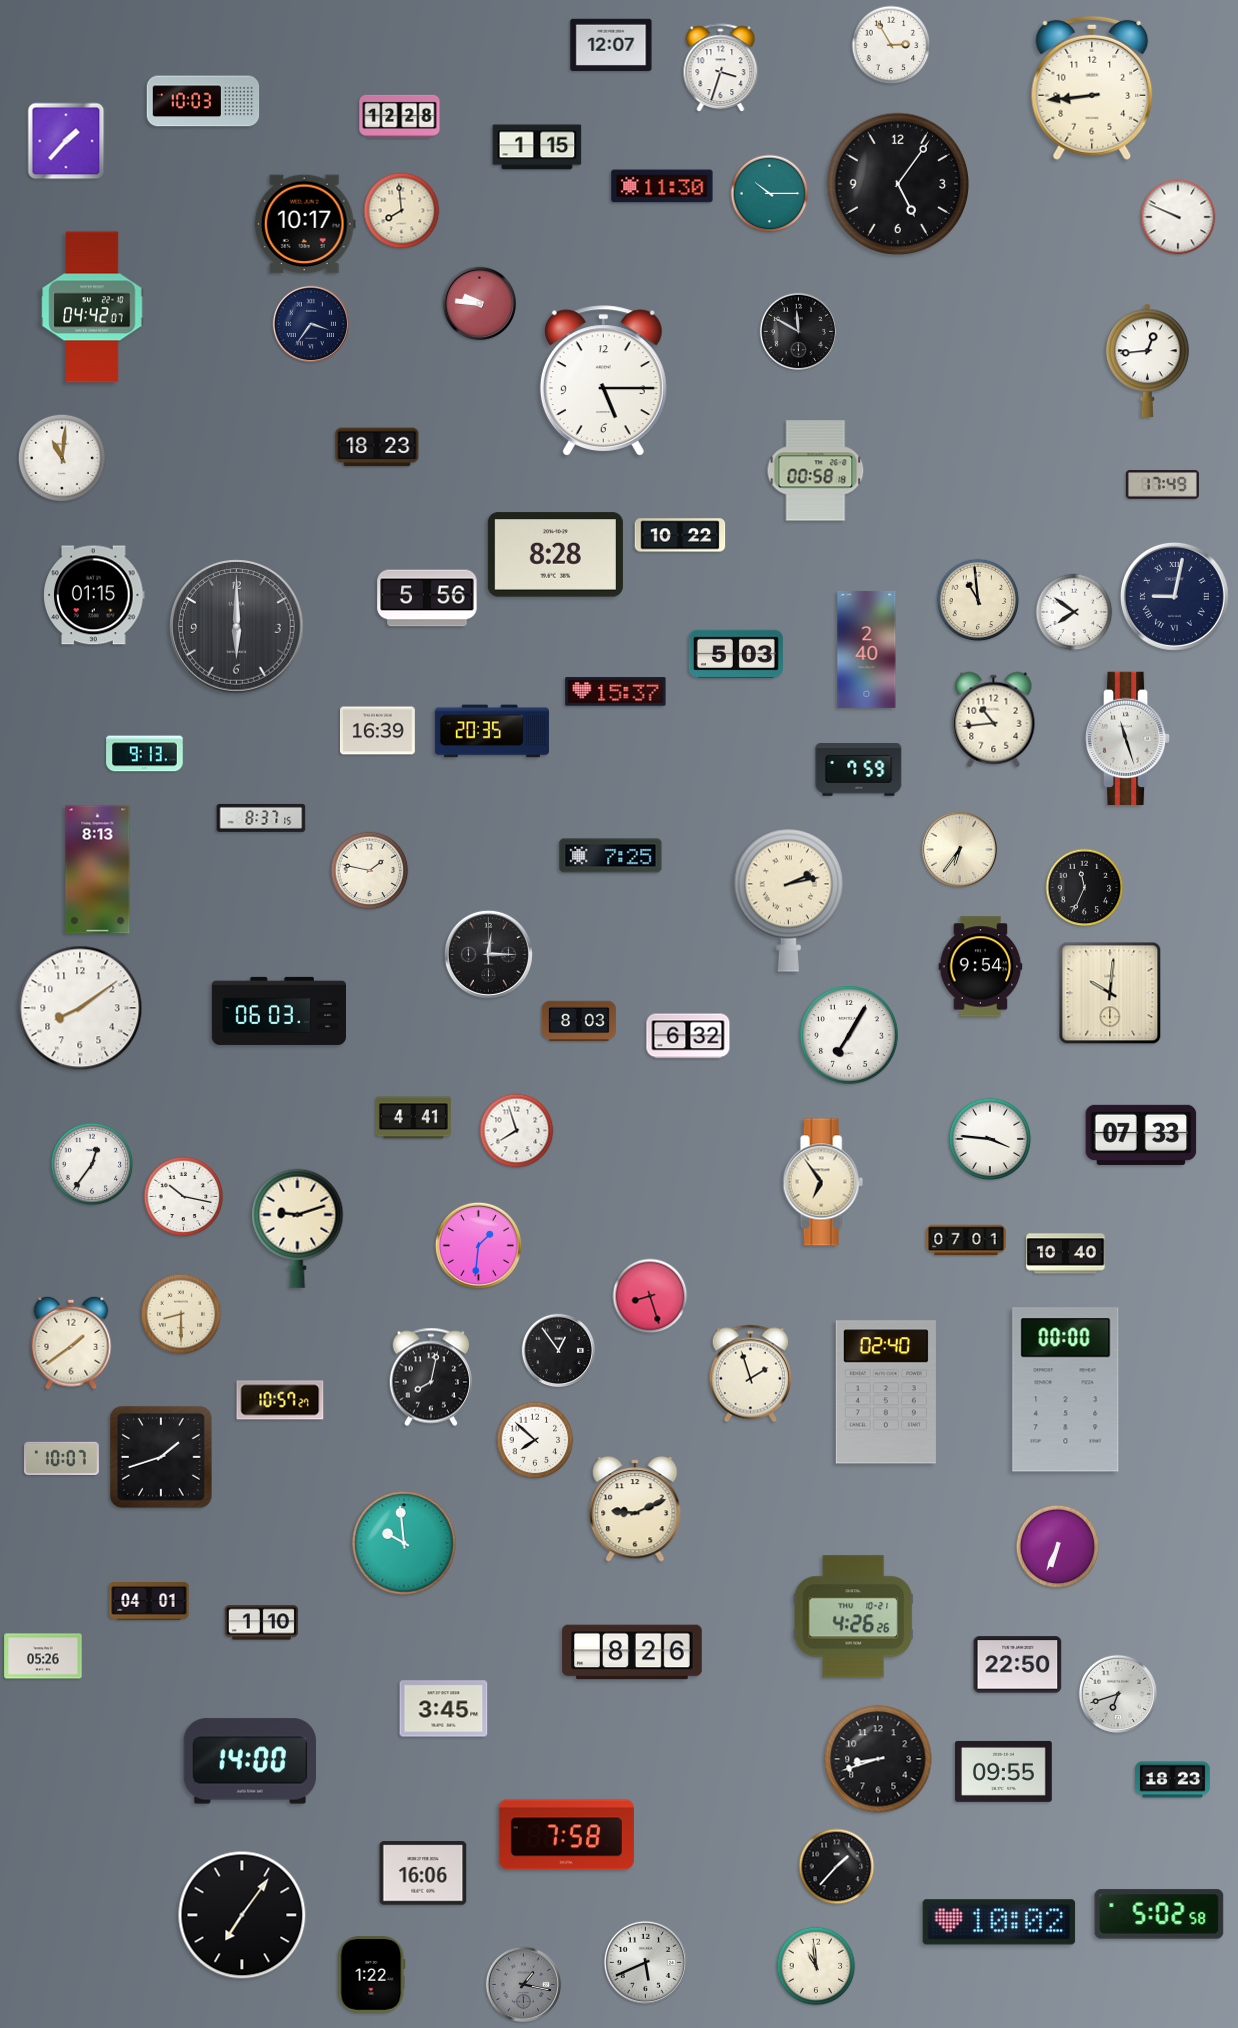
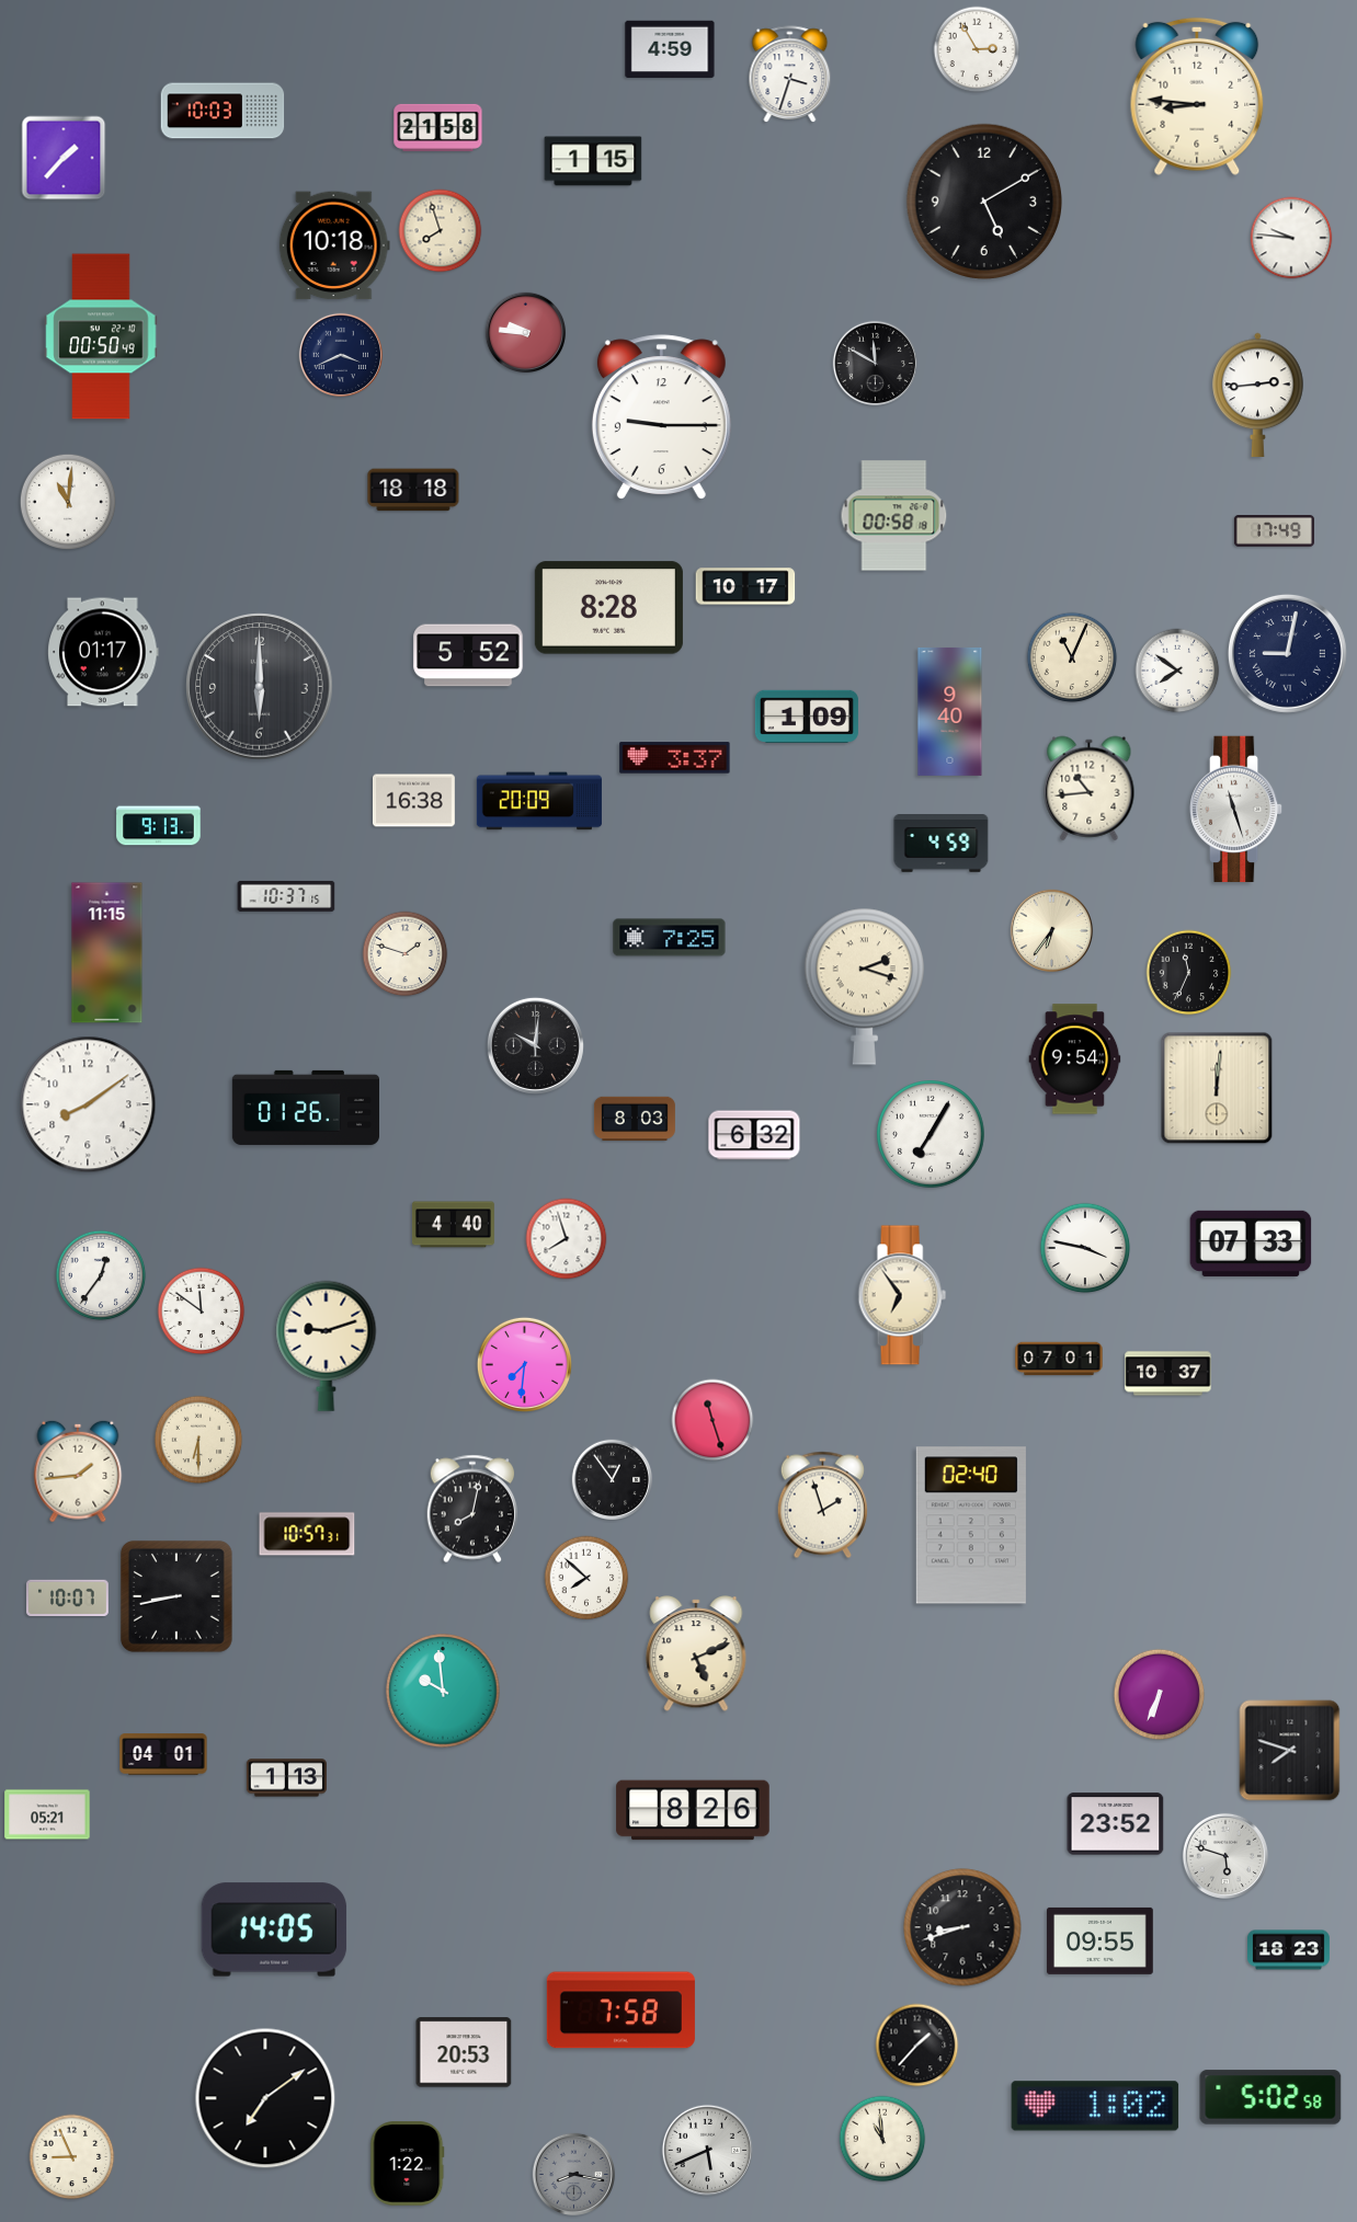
clock at (611, 44): 12:07 -> 4:59
clock at (1092, 88): 8:44 -> 8:46
clock at (400, 116): 12:28 -> 21:58
clock at (66, 141) position: (66, 141) -> (64, 158)
clock at (537, 147) position: (537, 147) -> (593, 161)
clock at (897, 183): 5:06 -> 5:10
clock at (662, 186): 11:30 -> none
clock at (770, 194): 10:15 -> none
clock at (402, 211): 7:59 -> 7:57
clock at (1178, 217): 9:49 -> 9:46
clock at (305, 224): 10:17 -> 10:18
clock at (92, 307): 04:42 -> 00:50
clock at (310, 323): 3:36 -> 3:41
clock at (1148, 360): 12:44 -> 2:44
clock at (603, 381): 5:15 -> 9:15
clock at (377, 447): 18:23 -> 18:18
clock at (680, 535): 10:22 -> 10:17
clock at (94, 595): 01:15 -> 01:17
clock at (427, 598): 5:56 -> 5:52
clock at (978, 600): 10:59 -> 11:04
clock at (867, 649): 2:40 -> 9:40
clock at (736, 654): 5:03 -> 1:09
clock at (616, 692): 15:37 -> 3:37
clock at (378, 731): 16:39 -> 16:38
clock at (492, 731): 20:35 -> 20:09
clock at (859, 770): 7:59 -> 4:59
clock at (261, 818): 8:37 -> 10:37
clock at (98, 870): 8:13 -> 11:15
clock at (370, 871): 1:47 -> 1:48
clock at (788, 900): 2:13 -> 2:18
clock at (488, 954): 12:15 -> 10:01
clock at (1110, 993): 10:01 -> 12:01
clock at (278, 1011): 06:03 -> 01:26
clock at (413, 1118): 4:41 -> 4:40
clock at (990, 1139): 3:46 -> 3:47
clock at (184, 1197): 10:17 -> 11:51
clock at (478, 1245): 1:31 -> 7:31
clock at (1066, 1254): 10:40 -> 10:37
clock at (650, 1296): 8:27 -> 11:27
clock at (181, 1314): 8:30 -> 6:30
clock at (71, 1343): 1:39 -> 1:44
clock at (1066, 1390): 00:00 -> none
clock at (280, 1400): 10:57:27 -> 10:57:31
clock at (161, 1457): 1:42 -> 8:43
clock at (635, 1509): 9:11 -> 5:11
clock at (1290, 1751): none -> 7:48
clock at (853, 1617): 4:26 -> none
clock at (261, 1623): 1:10 -> 1:13
clock at (43, 1656): 05:26 -> 05:21
clock at (1018, 1665): 22:50 -> 23:52
clock at (1117, 1693): 6:42 -> 5:48
clock at (444, 1709): 3:45 -> none
clock at (250, 1761): 14:00 -> 14:05
clock at (1173, 1780) position: (1173, 1780) -> (1289, 1950)
clock at (423, 1873): 16:06 -> 20:53
clock at (242, 1915): 7:06 -> 7:09
clock at (999, 1922): 10:02 -> 1:02
clock at (816, 1966) position: (816, 1966) -> (882, 2139)
clock at (72, 2157): none -> 8:56
clock at (524, 1985): 1:17 -> 8:17
